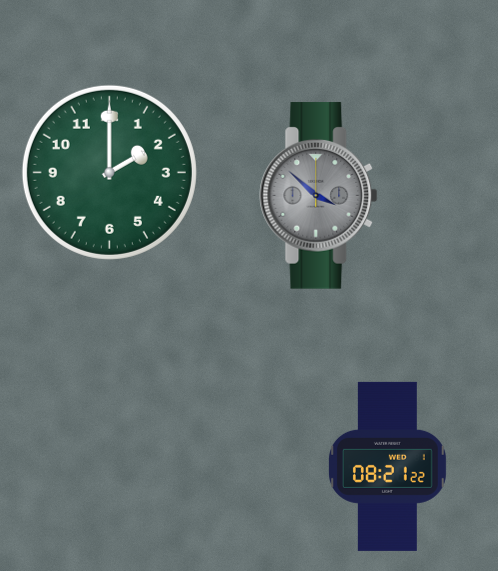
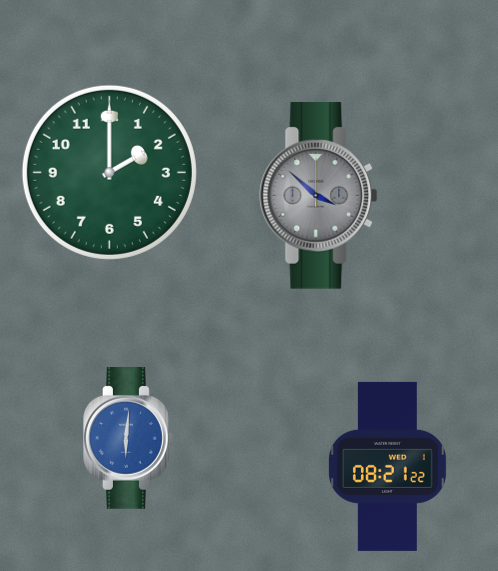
clock at (128, 439): none -> 6:01
